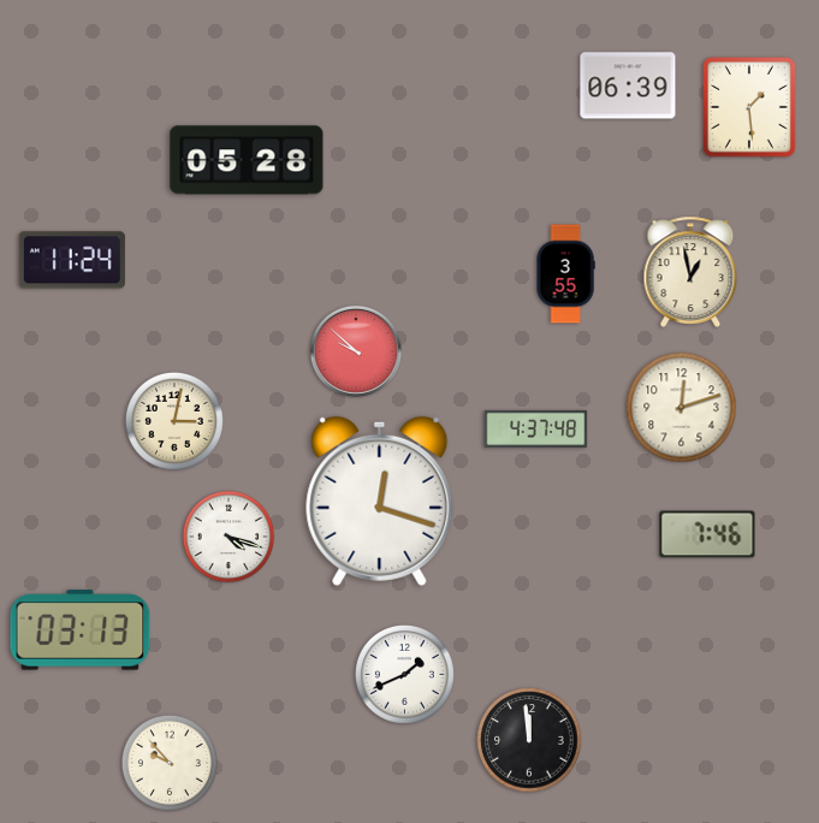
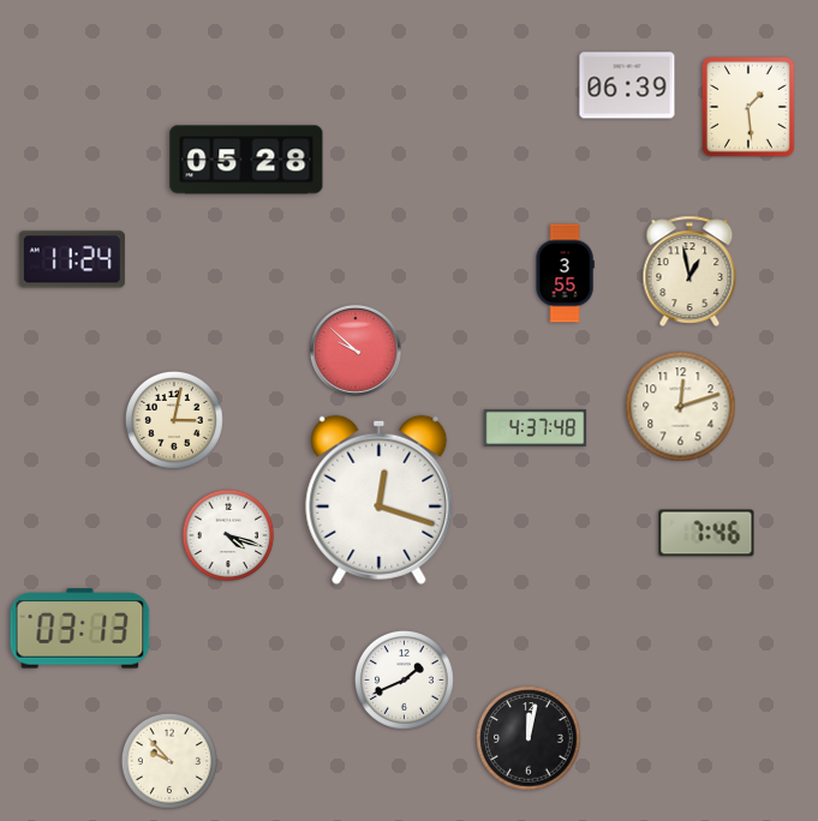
clock at (404, 674) position: (404, 674) -> (404, 679)
clock at (529, 740): 11:59 -> 12:02
